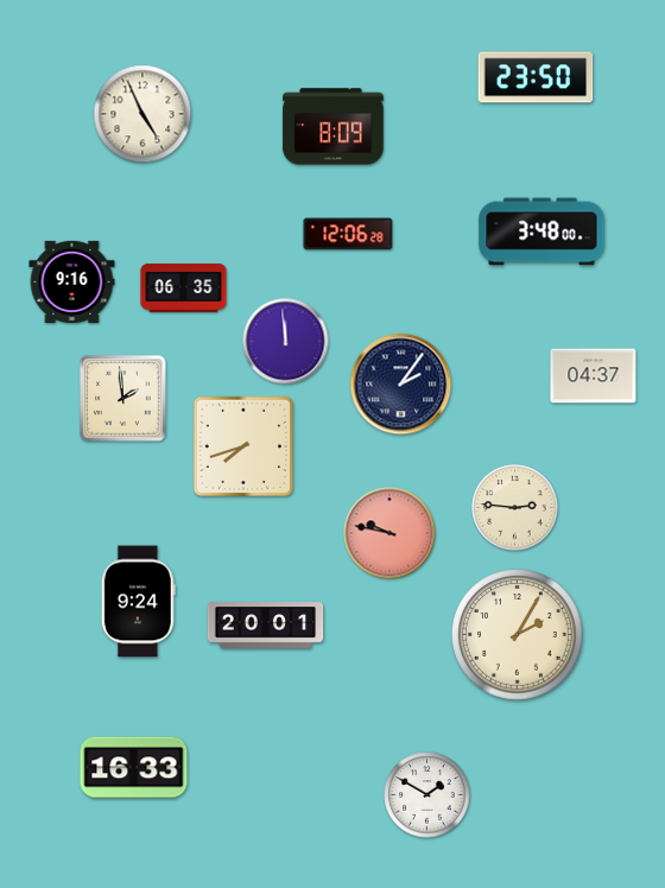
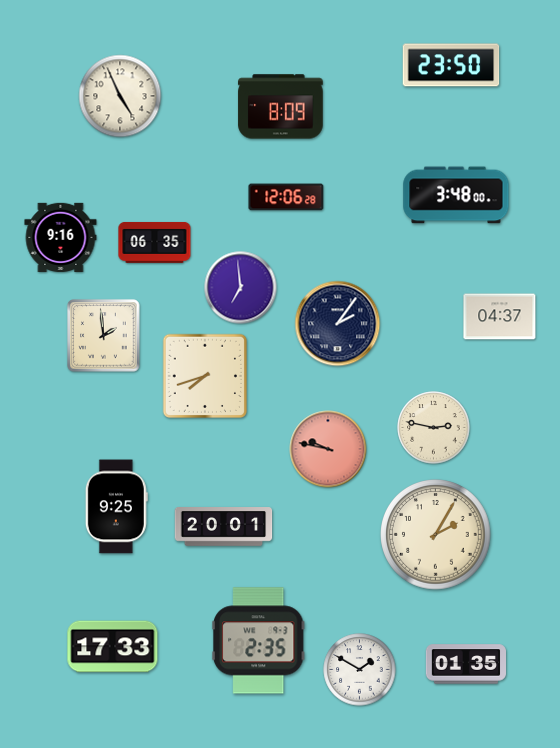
clock at (348, 234) position: (348, 234) -> (286, 197)
clock at (286, 342): 11:59 -> 6:59
clock at (515, 508): 2:46 -> 2:47
clock at (138, 602): 9:24 -> 9:25
clock at (258, 641): none -> 2:35
clock at (134, 768): 16:33 -> 17:33
clock at (465, 664): none -> 01:35
